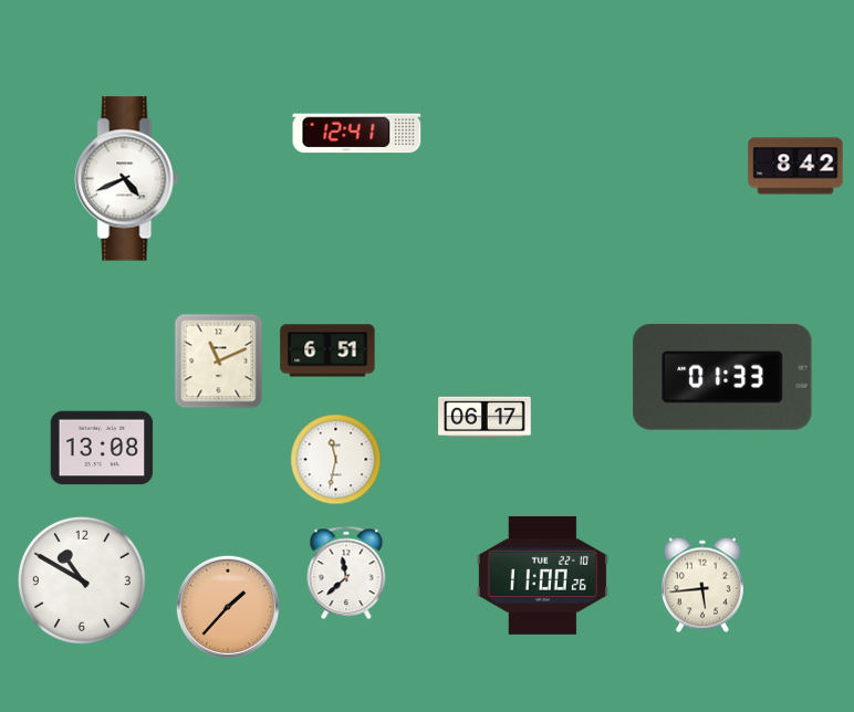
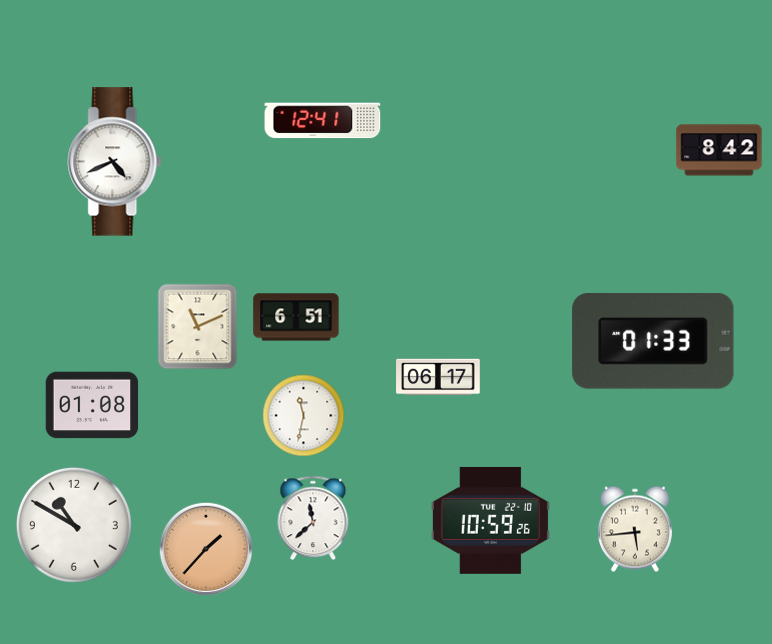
clock at (102, 448): 13:08 -> 01:08
clock at (542, 575): 11:00 -> 10:59
